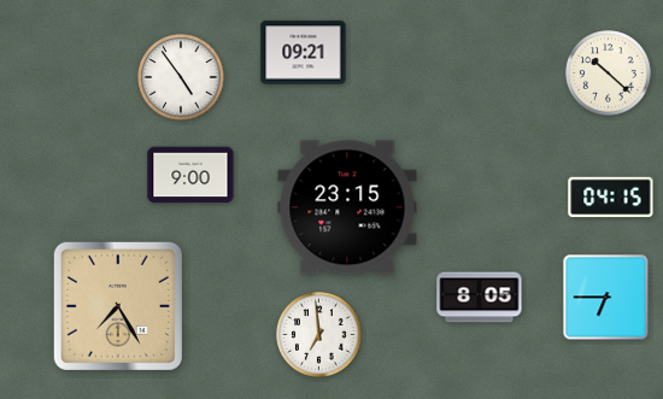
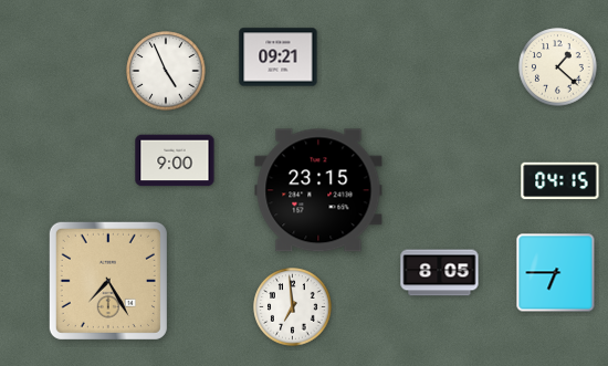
clock at (304, 53) position: (304, 53) -> (279, 57)
clock at (609, 74): 10:22 -> 1:22
clock at (181, 77): 4:54 -> 4:56
